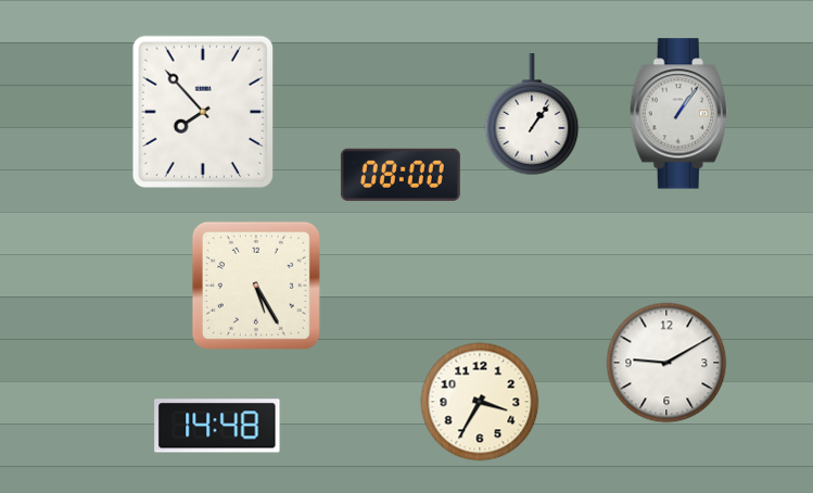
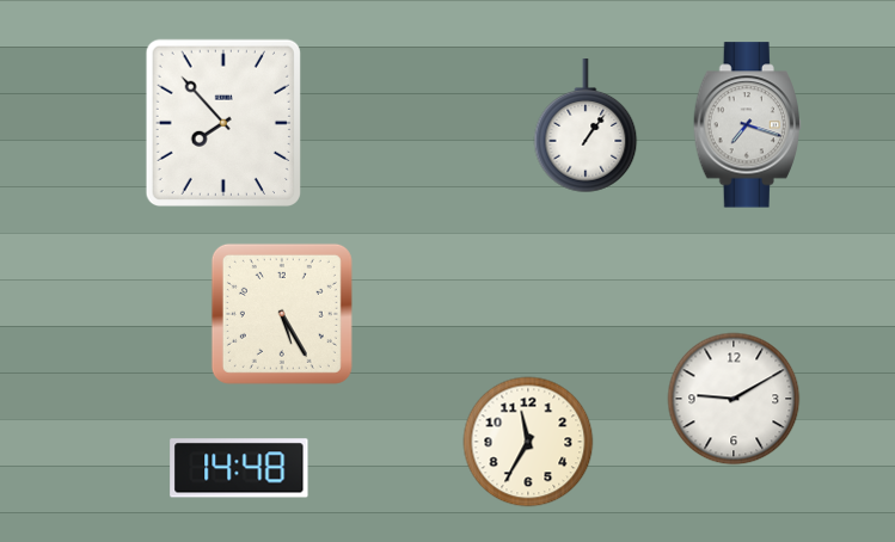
clock at (678, 114): 1:06 -> 7:18
clock at (401, 175): 08:00 -> none
clock at (480, 402): 3:35 -> 11:35
